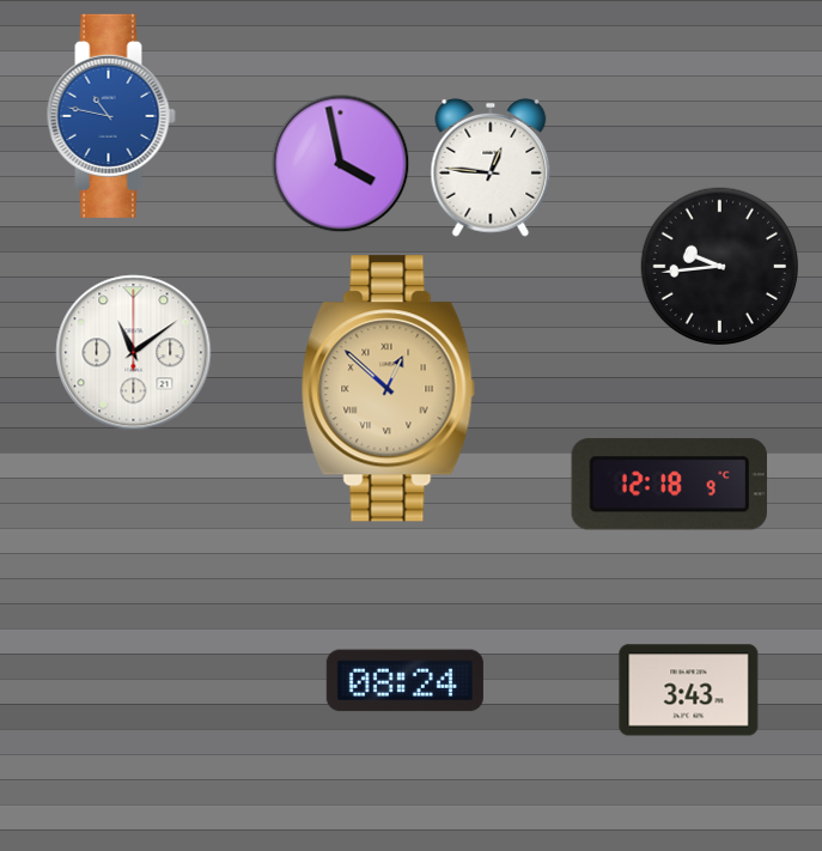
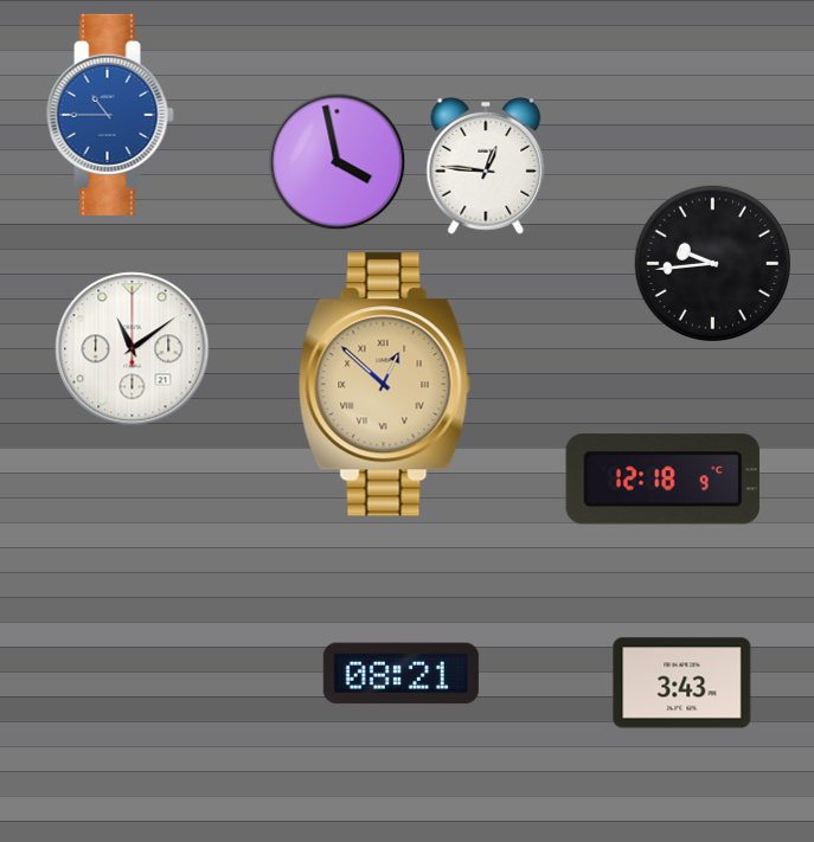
clock at (111, 116): 10:47 -> 10:45
clock at (404, 681): 08:24 -> 08:21
